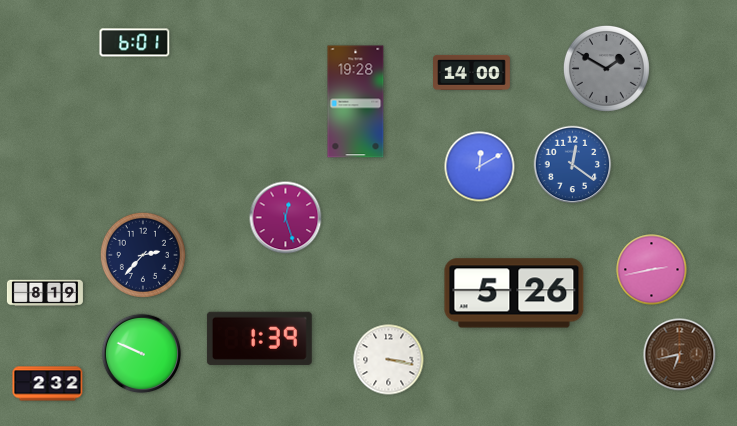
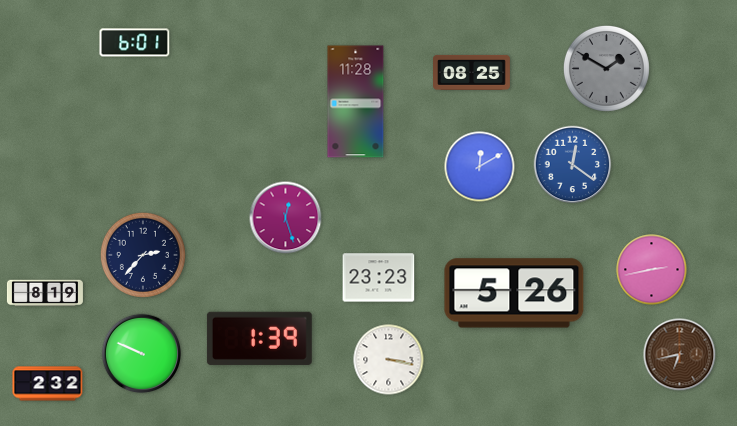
clock at (472, 72): 14:00 -> 08:25
clock at (356, 102): 19:28 -> 11:28
clock at (379, 278): none -> 23:23
